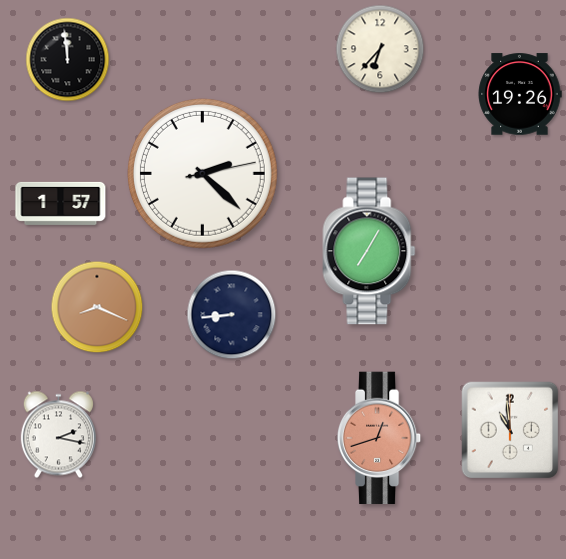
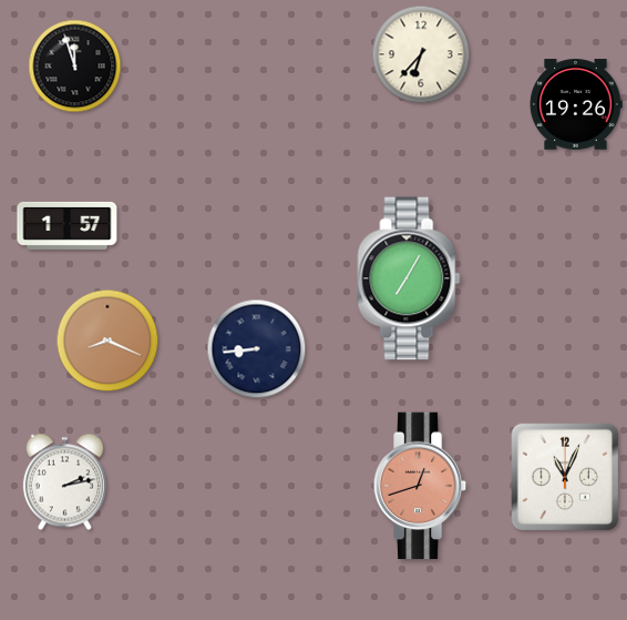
clock at (68, 60): 11:59 -> 11:57
clock at (202, 173): 2:22 -> none
clock at (510, 430): 10:59 -> 11:04
clock at (58, 435): 2:17 -> 2:13
